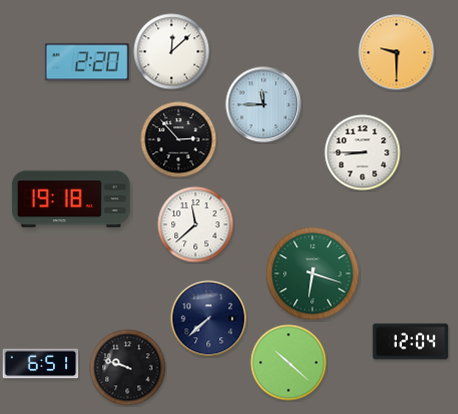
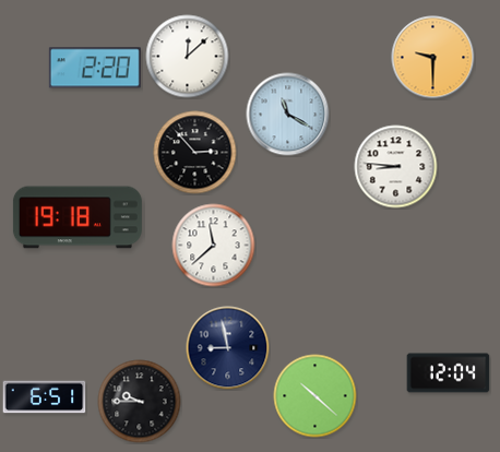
clock at (264, 105): 11:45 -> 11:20
clock at (363, 153): 8:45 -> 8:46
clock at (313, 274): 6:18 -> none
clock at (209, 319): 7:38 -> 8:58
clock at (128, 368): 9:48 -> 9:45
